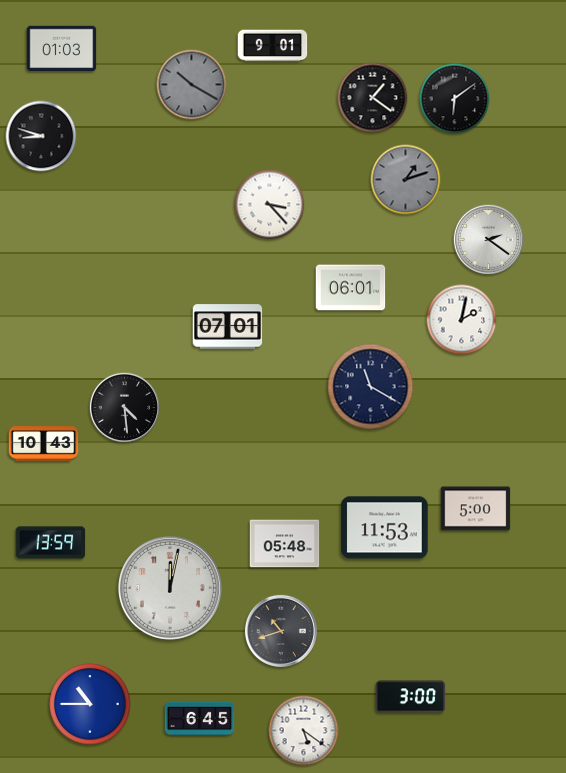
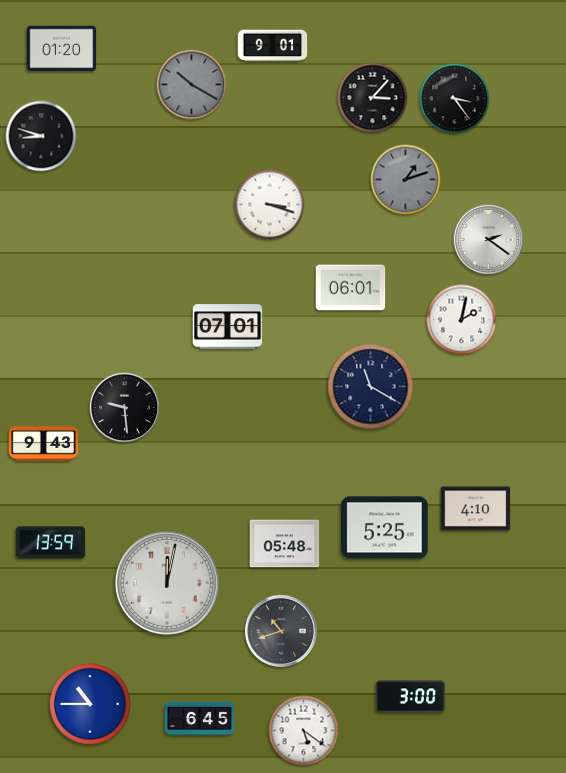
clock at (62, 49): 01:03 -> 01:20
clock at (373, 98): 1:21 -> 3:07
clock at (455, 99): 6:09 -> 3:24
clock at (270, 205): 3:23 -> 3:18
clock at (125, 408): 4:29 -> 9:29
clock at (44, 444): 10:43 -> 9:43
clock at (476, 509): 5:00 -> 4:10
clock at (385, 528): 11:53 -> 5:25
clock at (170, 588) position: (170, 588) -> (167, 583)
